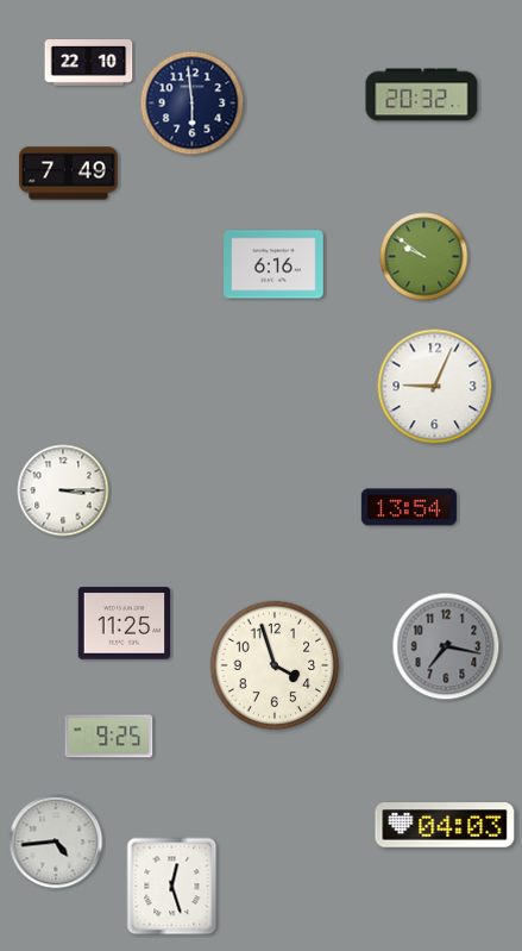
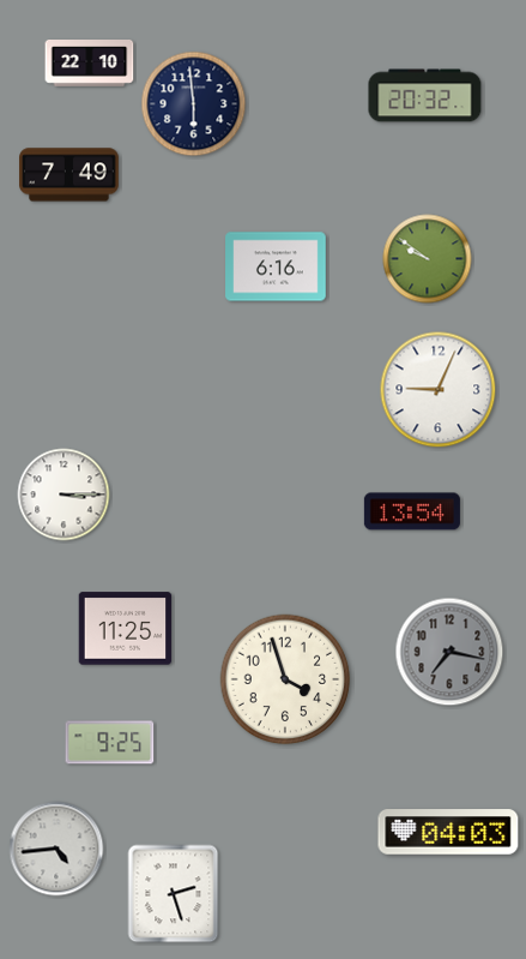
clock at (275, 665) position: (275, 665) -> (285, 679)
clock at (172, 887): 12:27 -> 2:27
